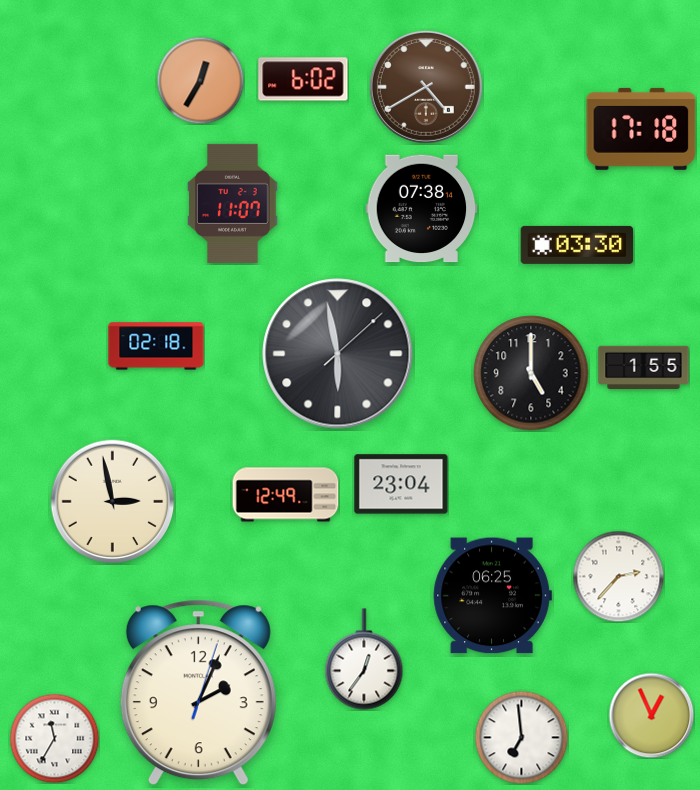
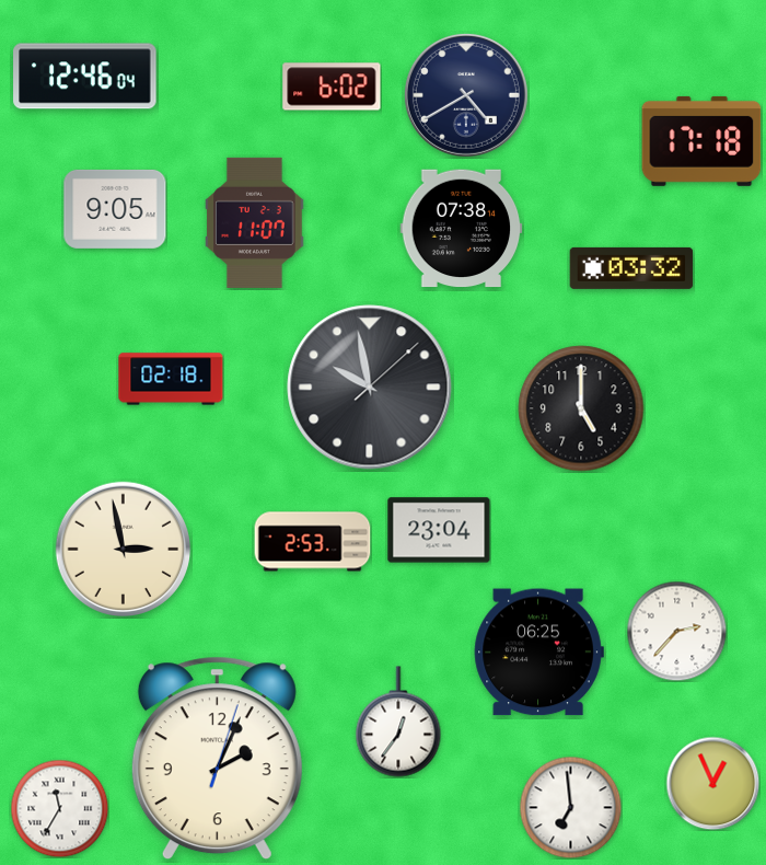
clock at (85, 77): none -> 12:46
clock at (200, 80): 12:35 -> none
clock at (426, 87) dial: brown -> navy
clock at (115, 209): none -> 9:05
clock at (577, 245): 03:30 -> 03:32
clock at (338, 354): 5:58 -> 9:58
clock at (644, 367): 1:55 -> none
clock at (286, 495): 12:49 -> 2:53
